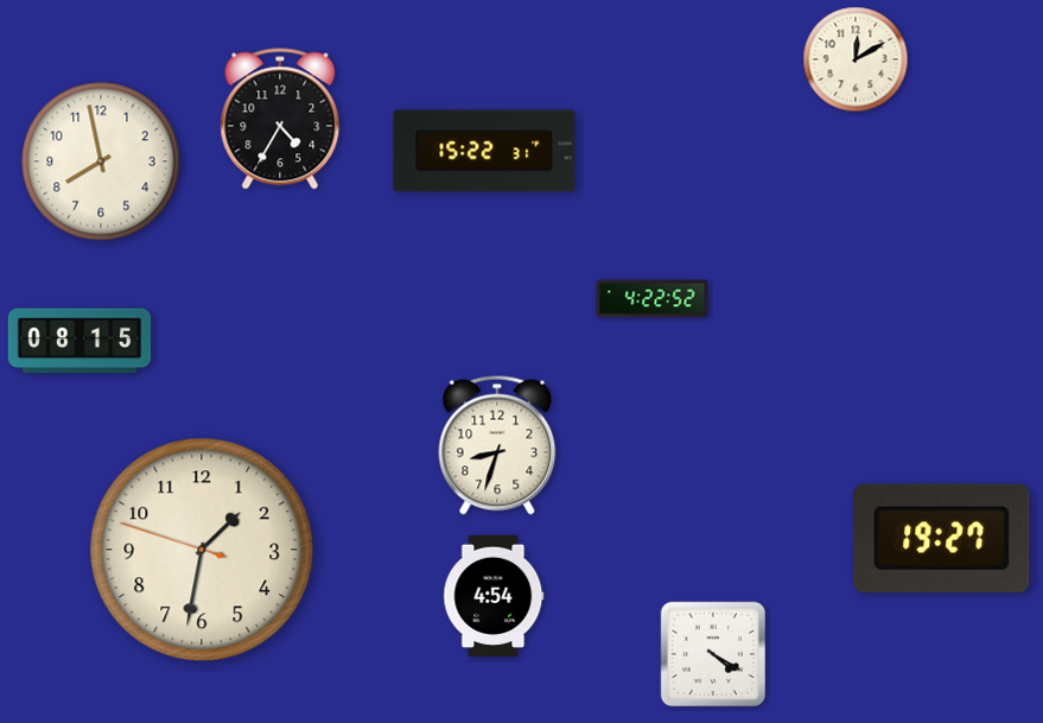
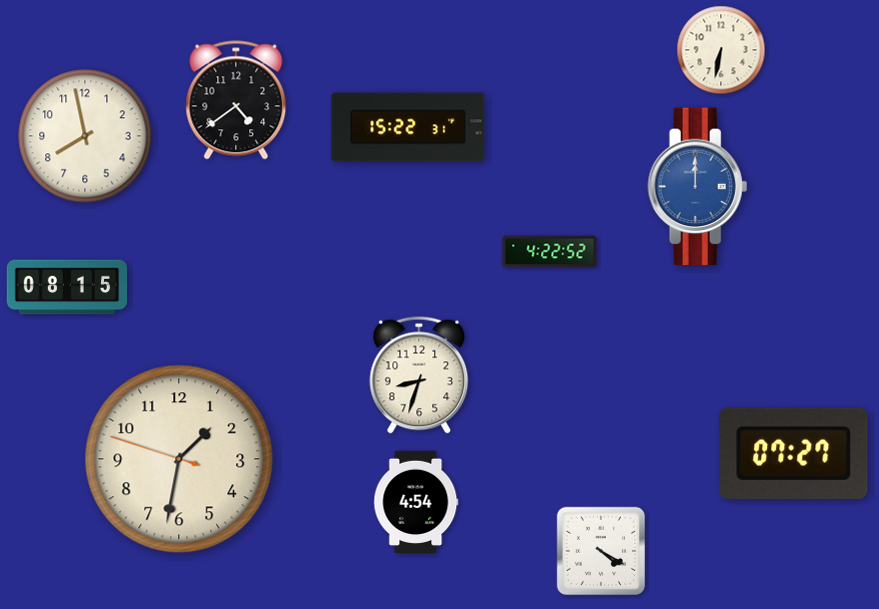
clock at (856, 59): 12:10 -> 6:32
clock at (280, 119): 4:35 -> 4:39
clock at (698, 187): none -> 12:00
clock at (942, 538): 19:27 -> 07:27
clock at (202, 550) position: (202, 550) -> (179, 459)
